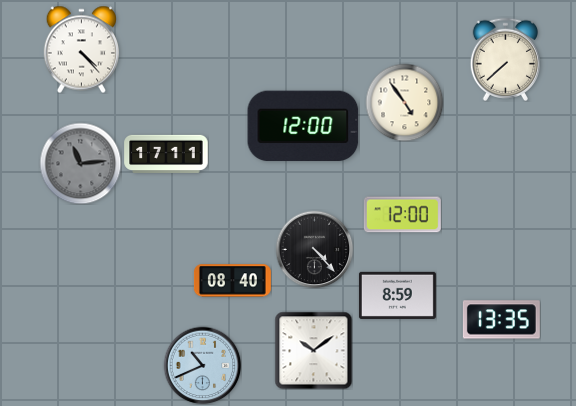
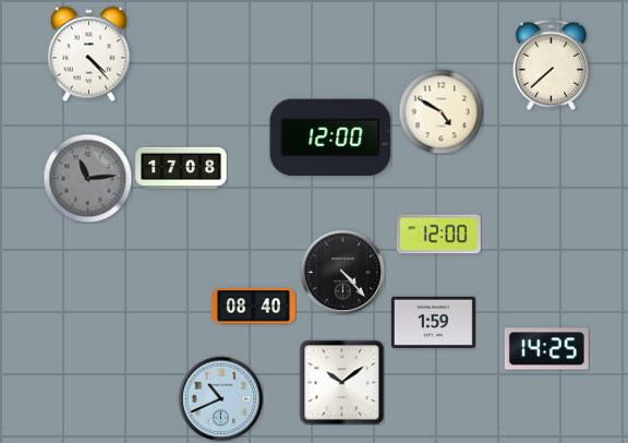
clock at (404, 102): 4:54 -> 4:50
clock at (166, 153): 17:11 -> 17:08
clock at (397, 295): 8:59 -> 1:59
clock at (501, 320): 13:35 -> 14:25
